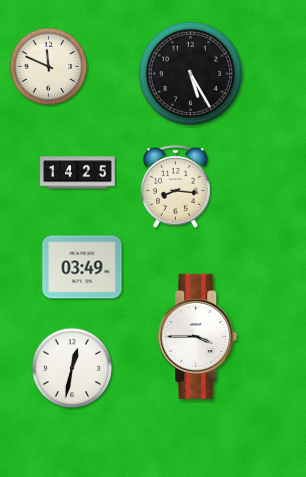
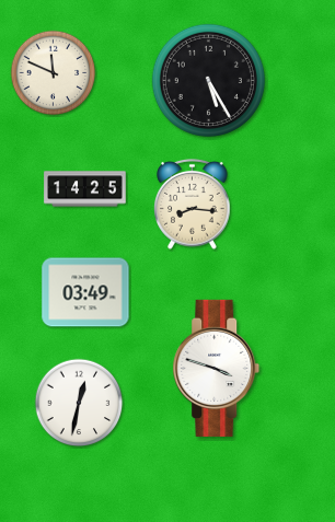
clock at (82, 267) position: (82, 267) -> (85, 292)
clock at (198, 336): 3:45 -> 3:48
